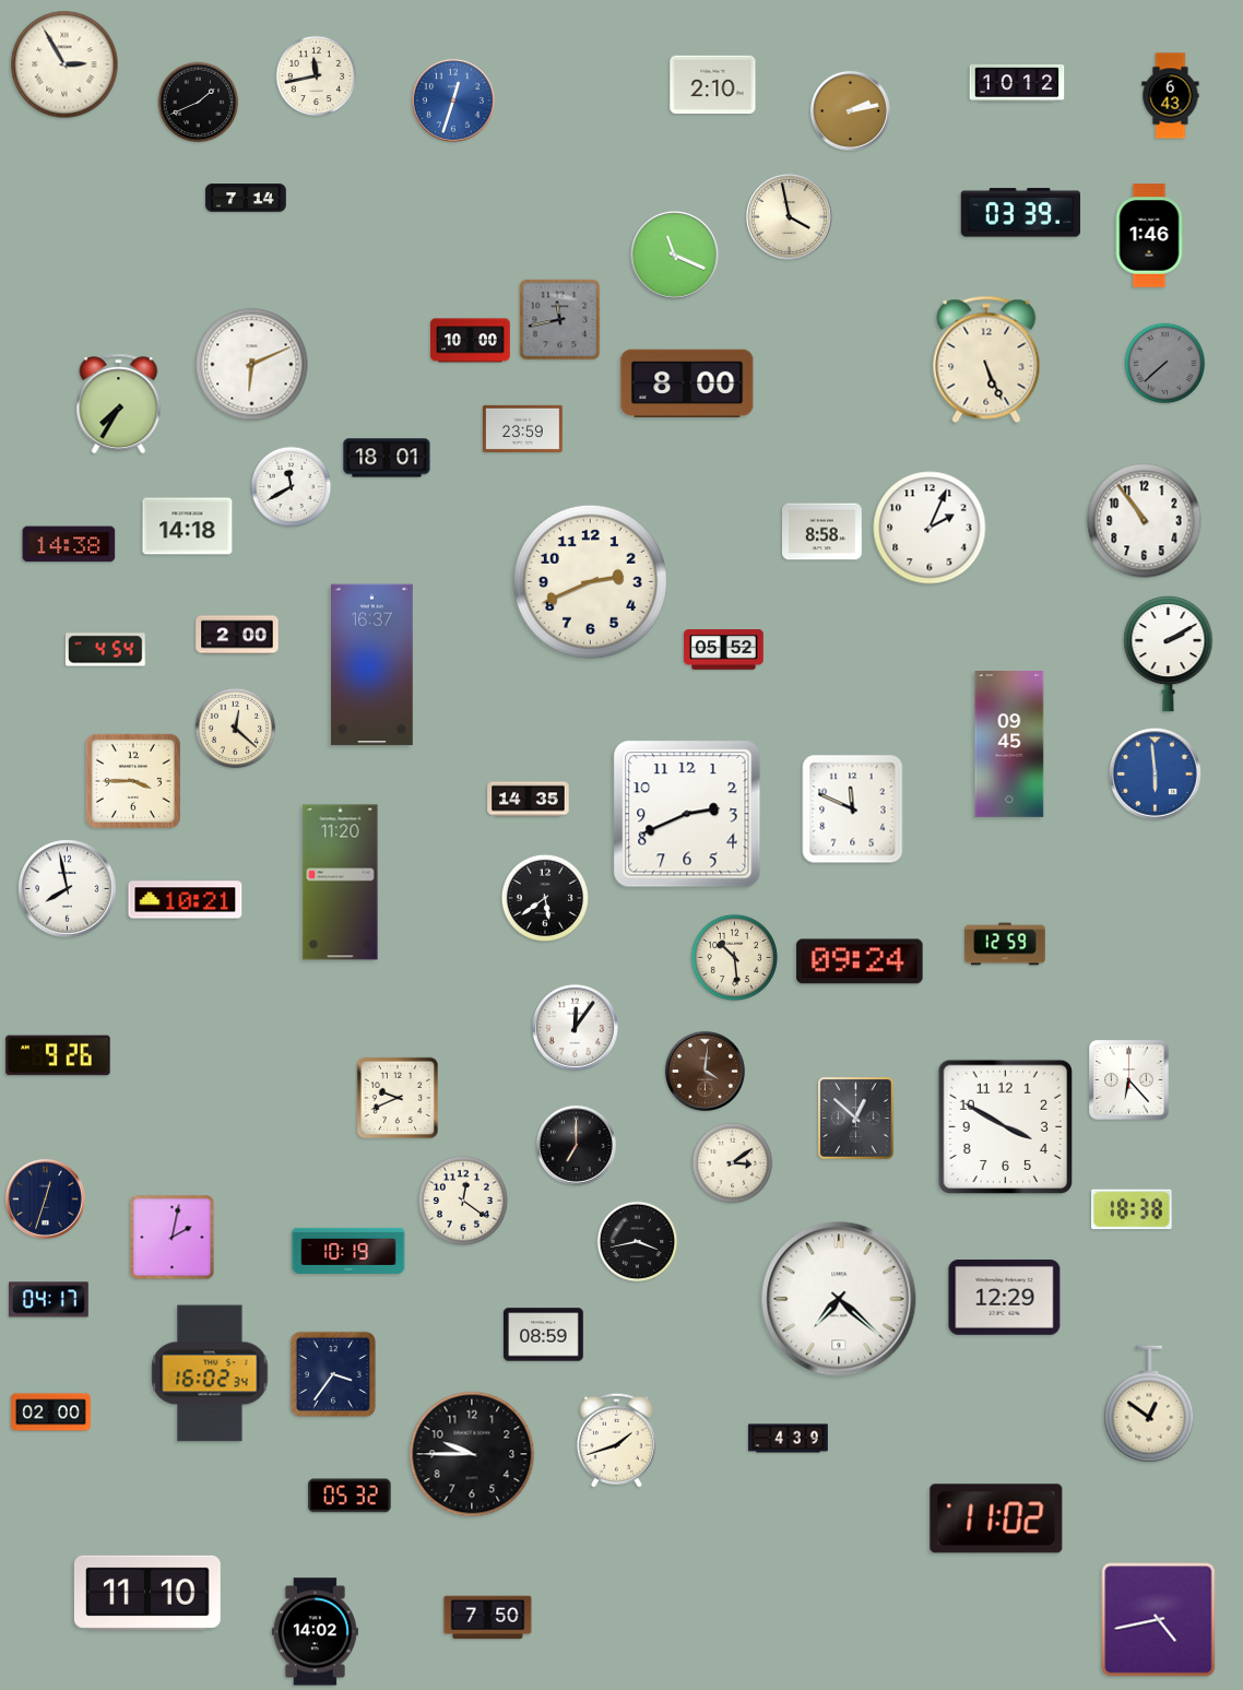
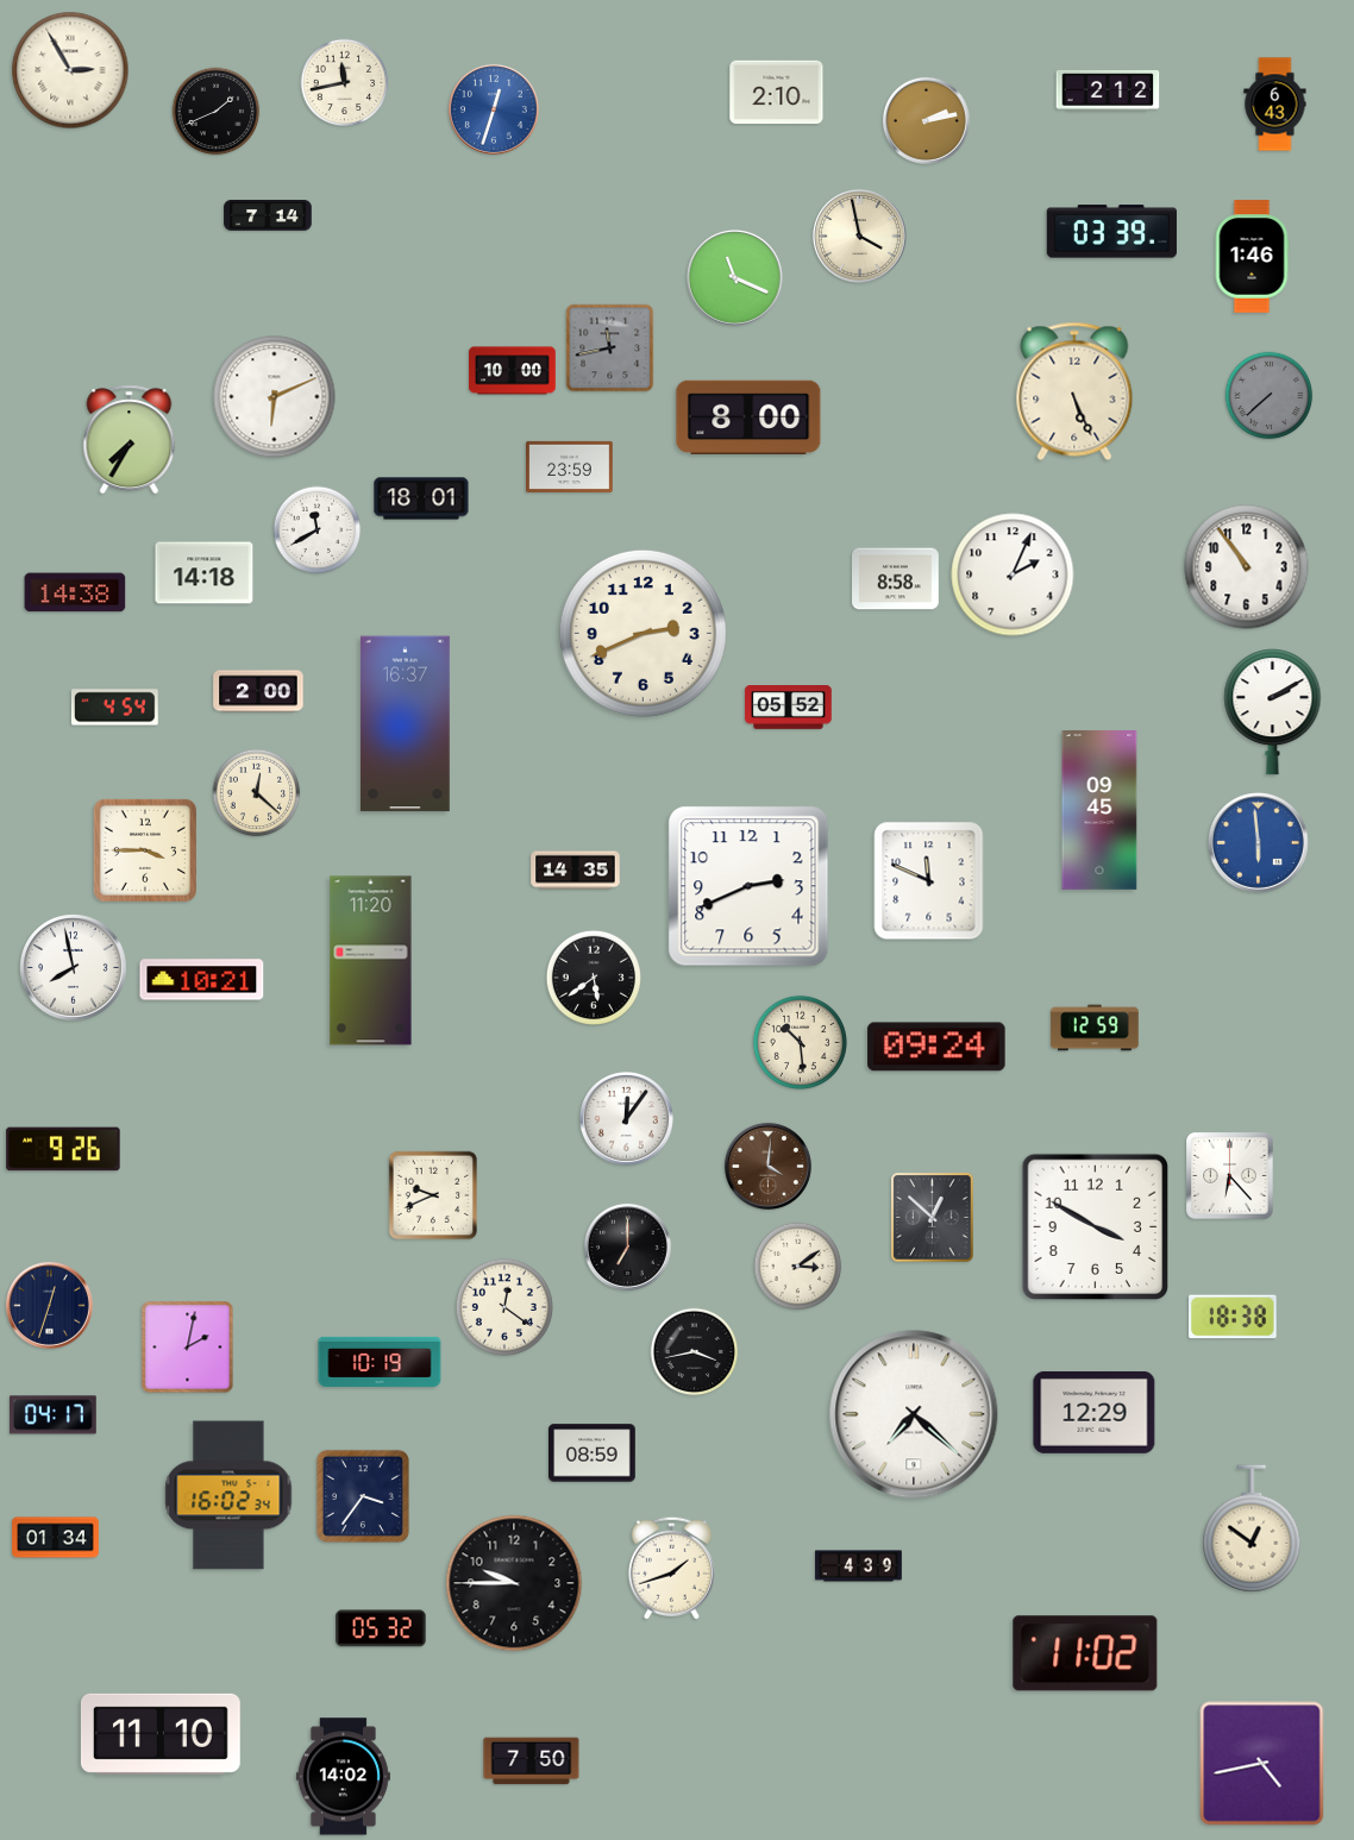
clock at (1017, 83): 10:12 -> 2:12
clock at (51, 1413): 02:00 -> 01:34
